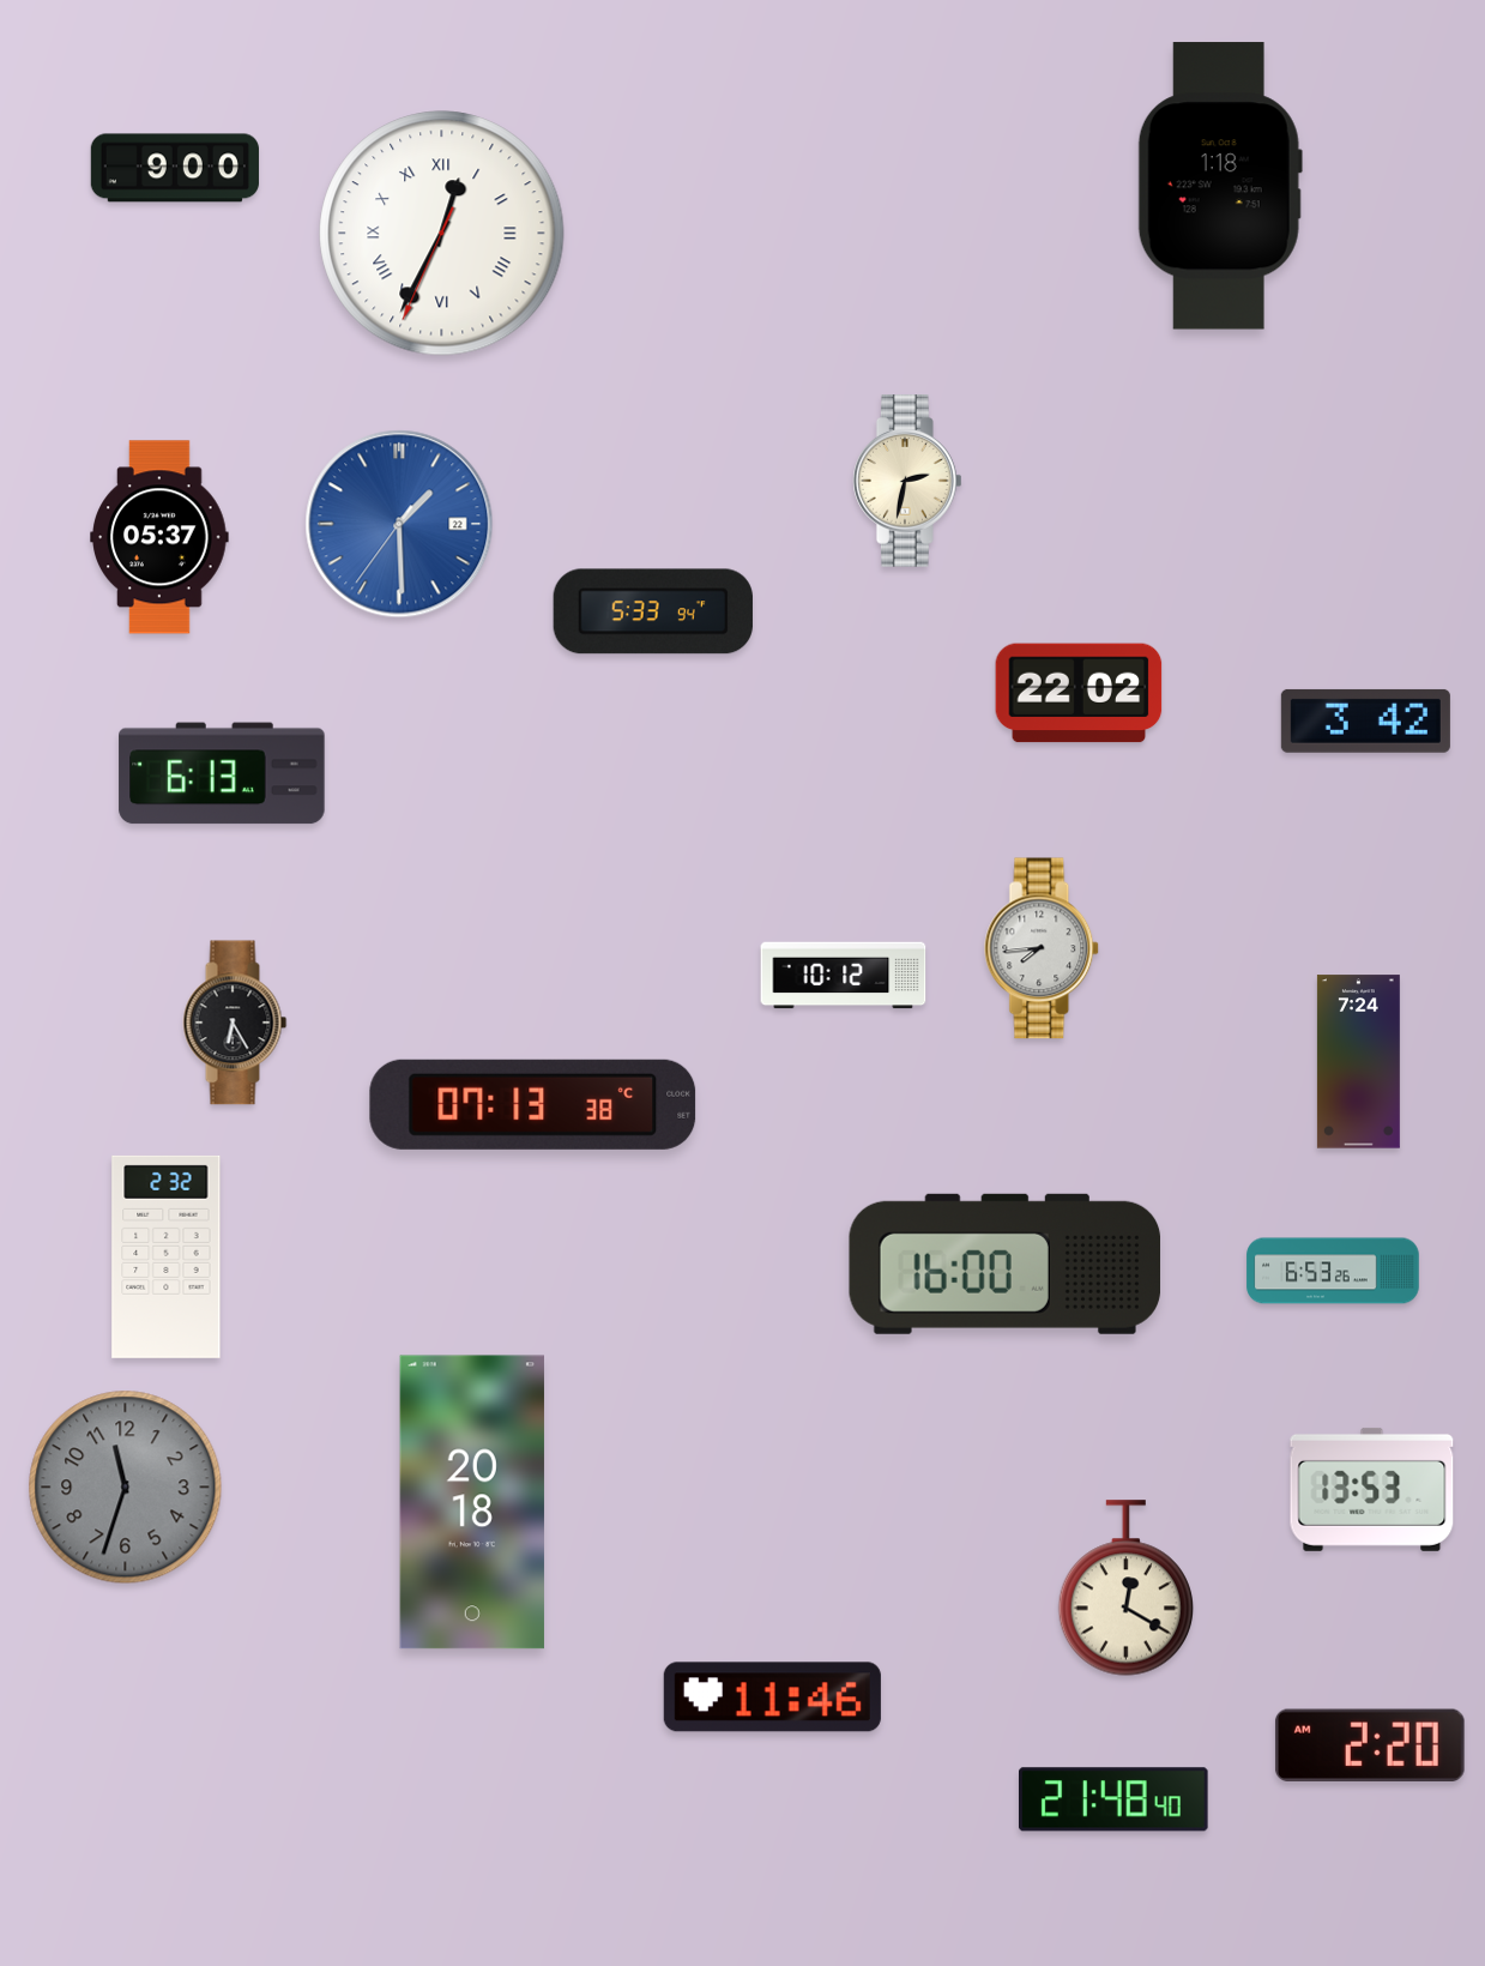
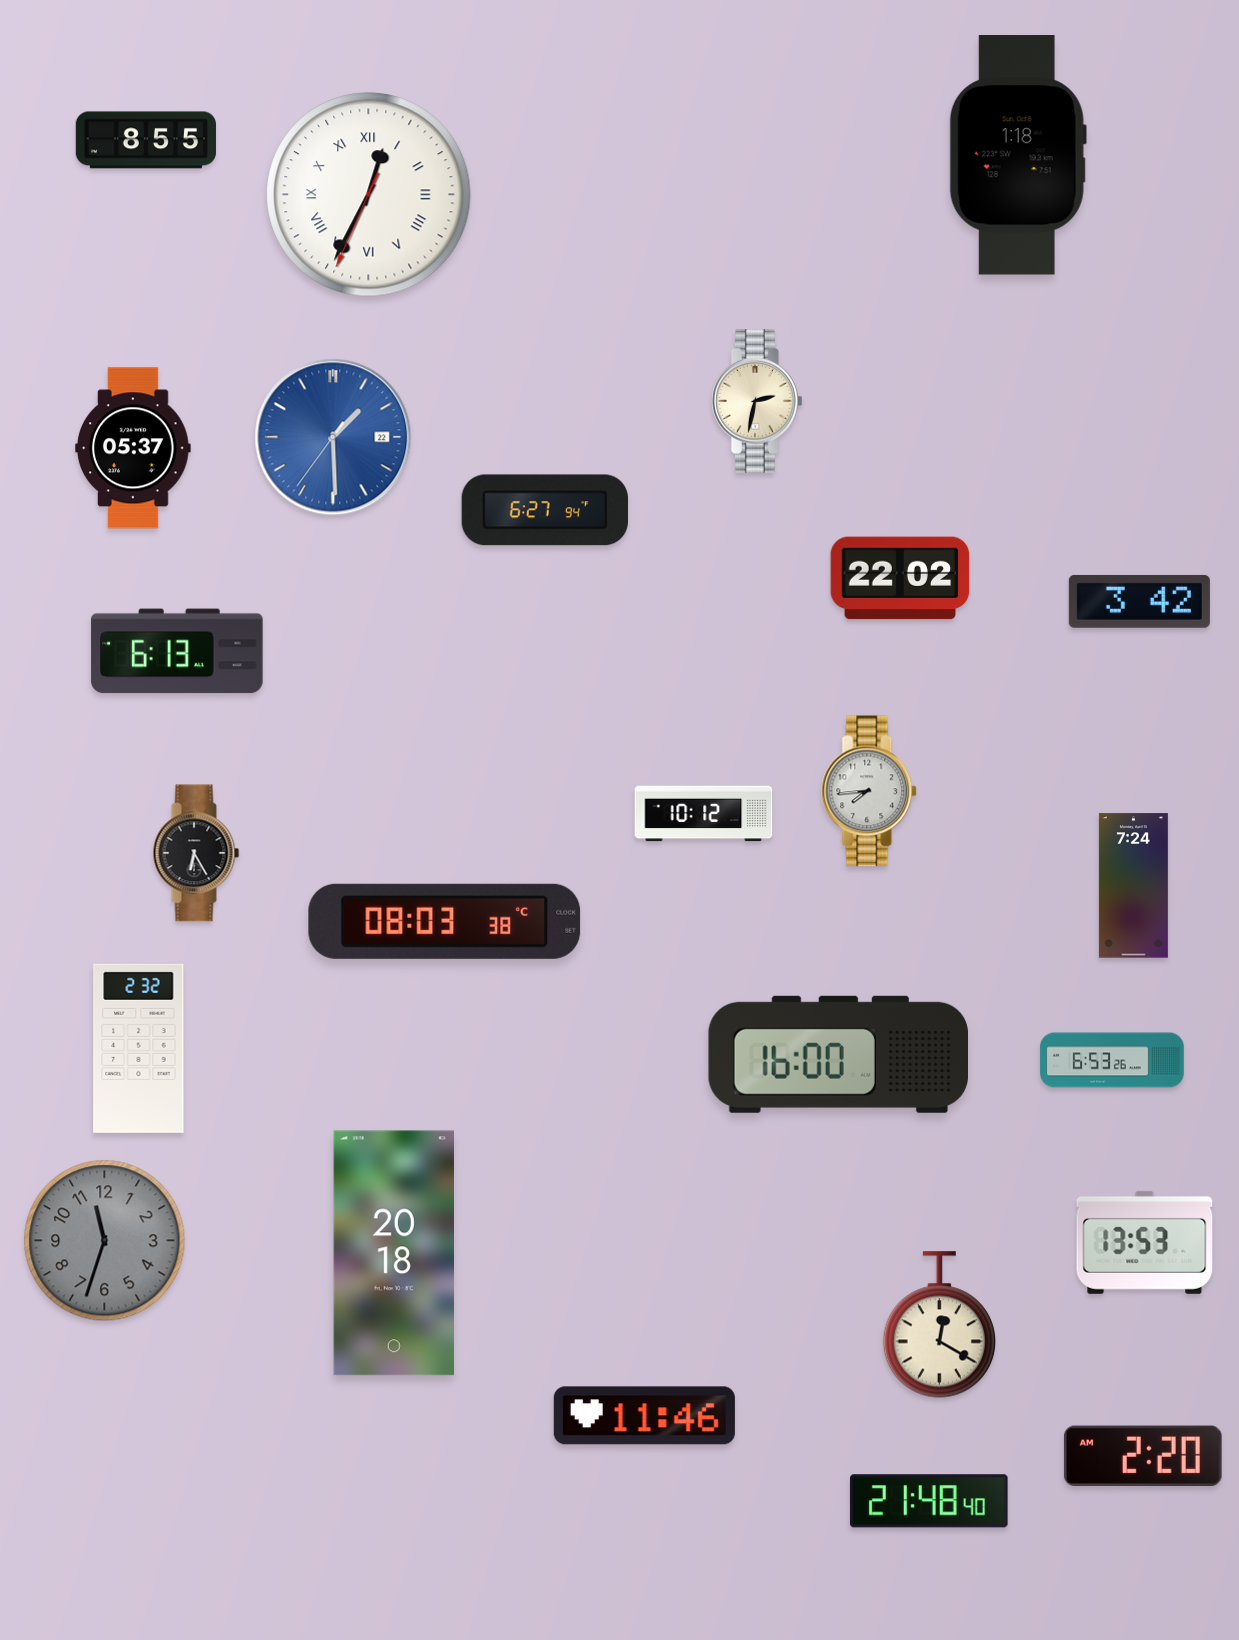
clock at (175, 168): 9:00 -> 8:55
clock at (653, 611): 5:33 -> 6:27
clock at (222, 773) position: (222, 773) -> (177, 651)
clock at (533, 1104): 07:13 -> 08:03
